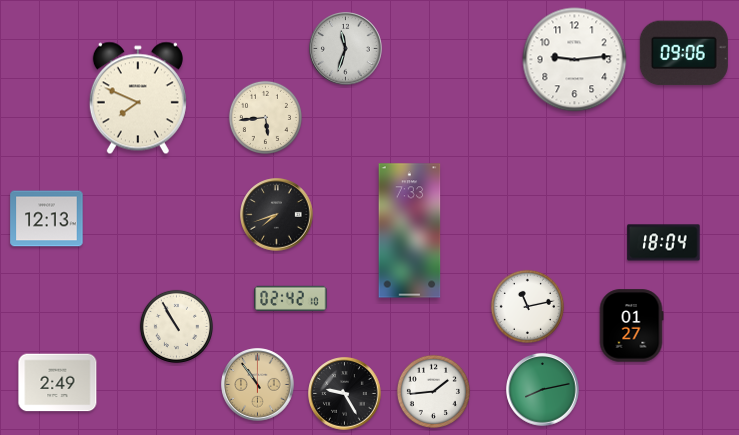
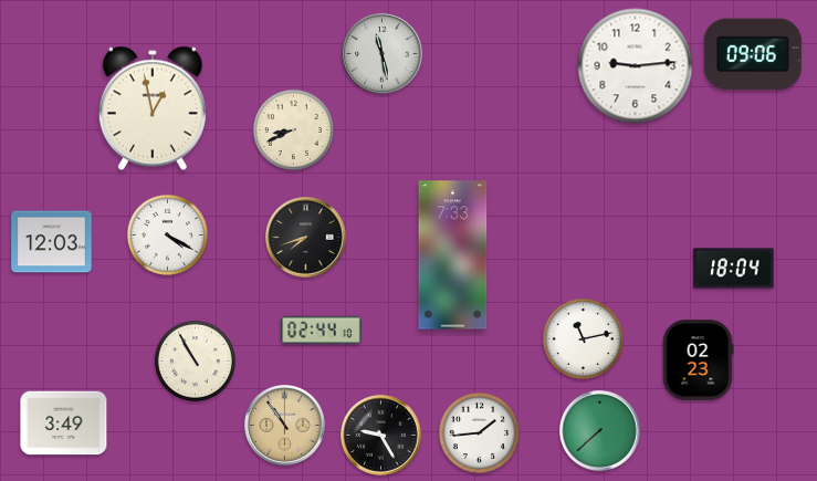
clock at (346, 49): 11:33 -> 11:28
clock at (684, 53) position: (684, 53) -> (753, 54)
clock at (138, 98): 7:49 -> 12:58
clock at (265, 117): 5:44 -> 8:41
clock at (167, 234): none -> 4:20
clock at (47, 219): 12:13 -> 12:03
clock at (291, 298): 02:42 -> 02:44
clock at (631, 326): 01:27 -> 02:23
clock at (58, 383): 2:49 -> 3:49
clock at (543, 390): 8:13 -> 7:38
